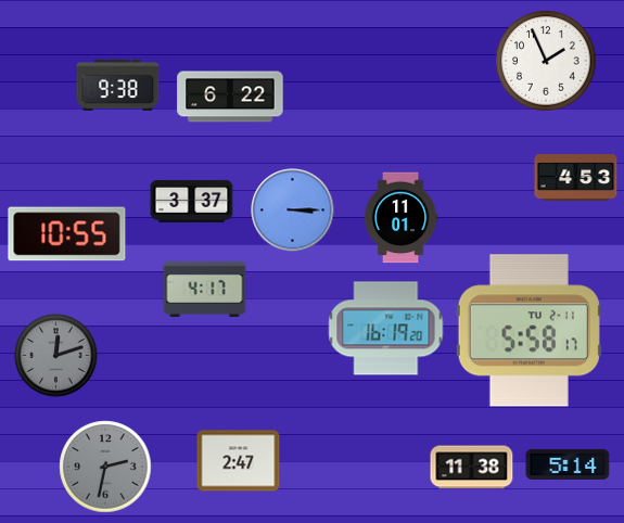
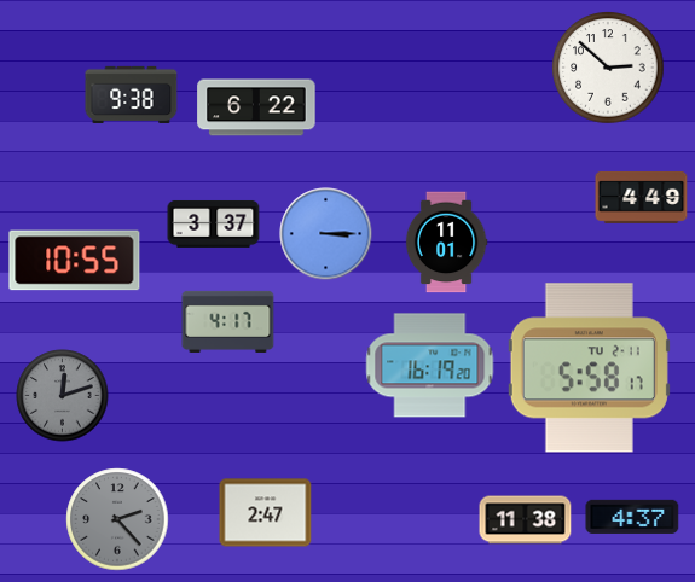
clock at (546, 61): 1:56 -> 2:52
clock at (576, 177): 4:53 -> 4:49
clock at (568, 464): 5:14 -> 4:37
clock at (105, 467): 2:32 -> 2:23
